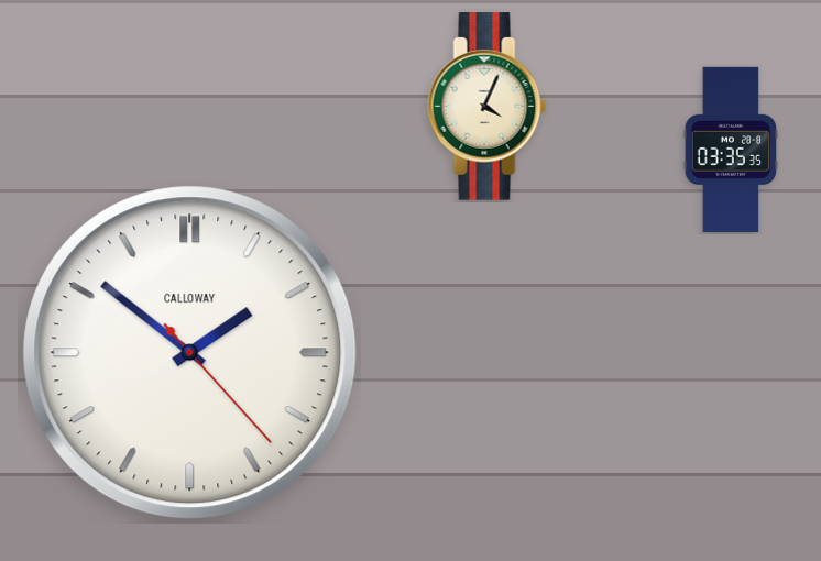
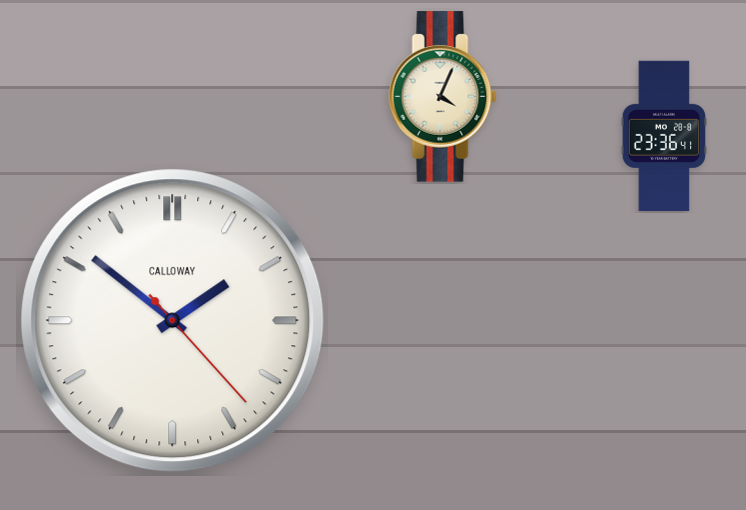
clock at (731, 148): 03:35 -> 23:36
